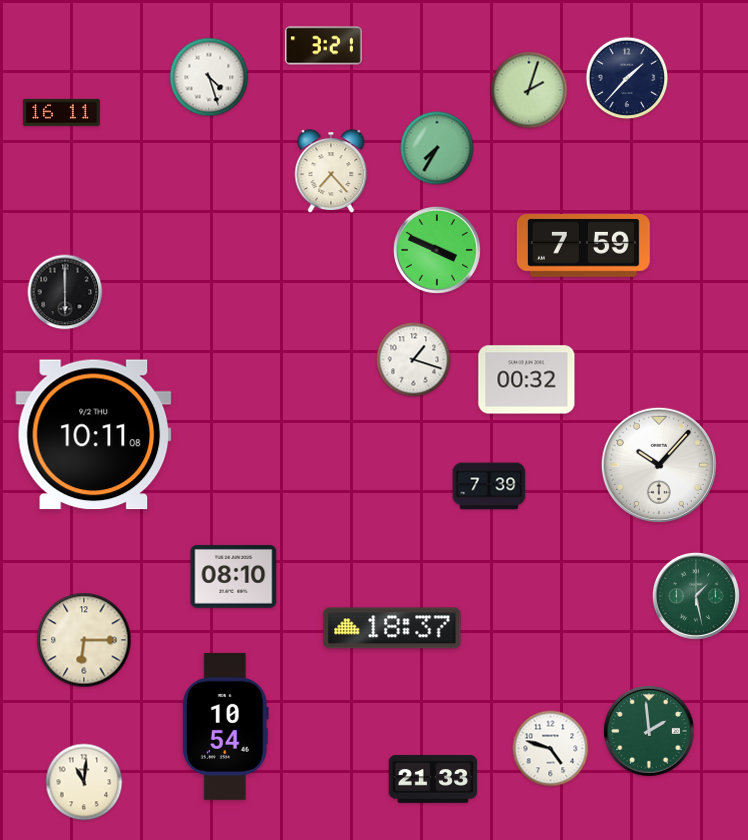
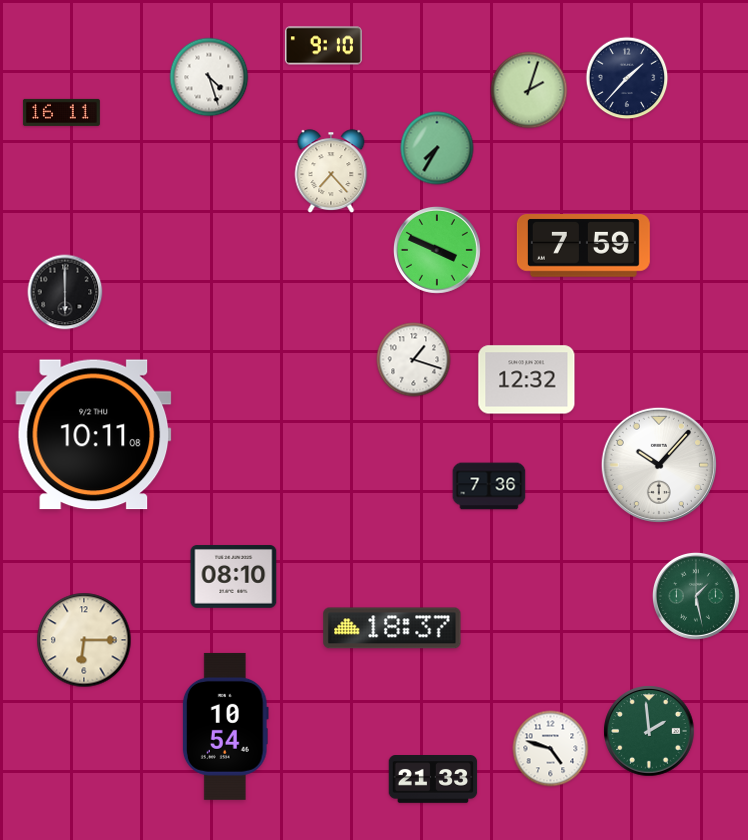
clock at (323, 46): 3:21 -> 9:10
clock at (527, 380): 00:32 -> 12:32
clock at (489, 486): 7:39 -> 7:36
clock at (84, 782): 11:01 -> none
